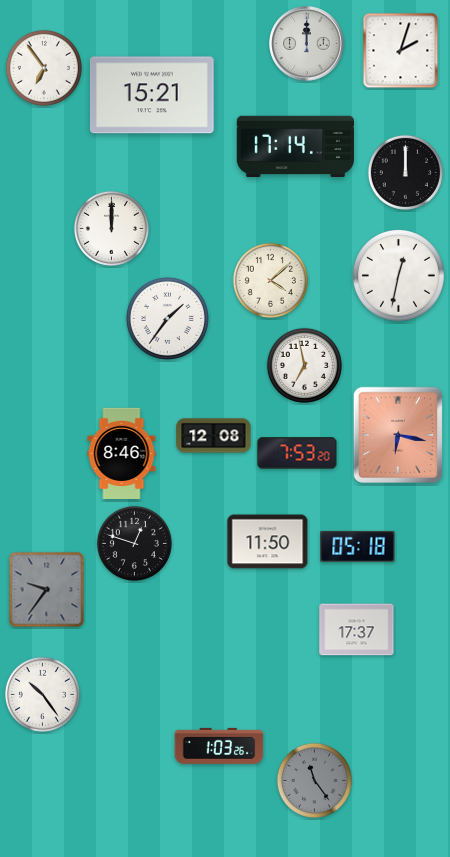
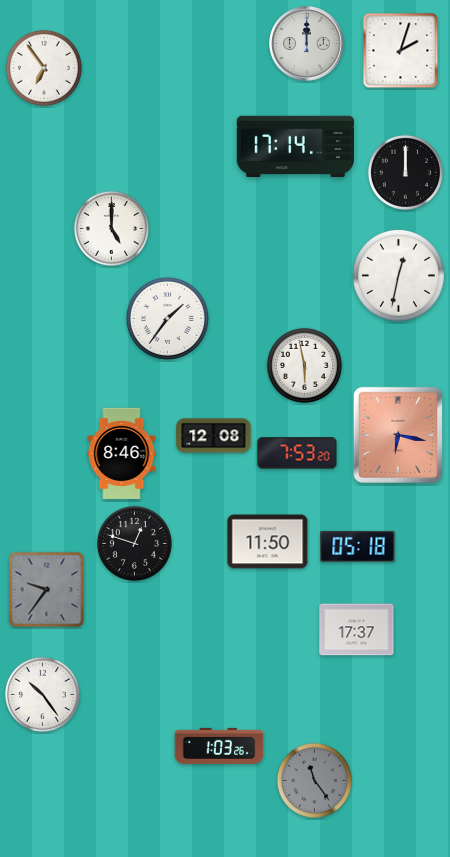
clock at (152, 95): 15:21 -> none
clock at (111, 228): 12:00 -> 5:00
clock at (270, 280): 4:08 -> none
clock at (304, 365): 6:58 -> 5:58
